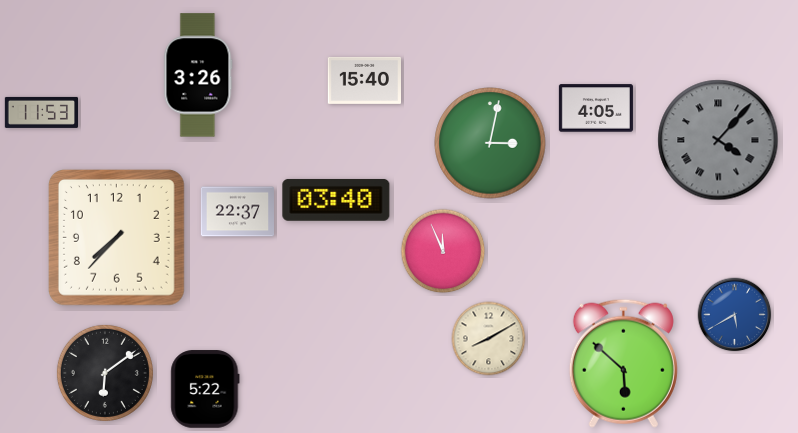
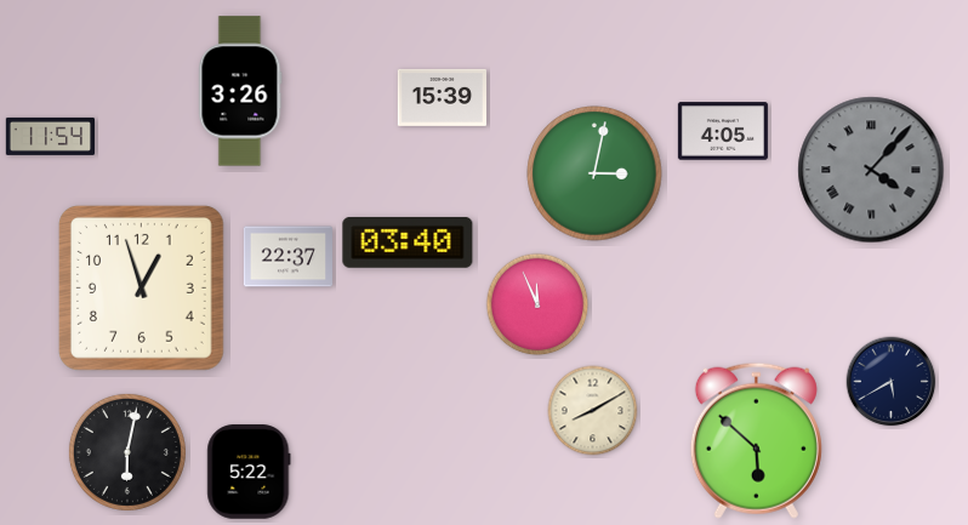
clock at (364, 80): 15:40 -> 15:39
clock at (41, 112): 11:53 -> 11:54
clock at (116, 237): 7:37 -> 12:57
clock at (735, 315) dial: blue -> navy
clock at (105, 373): 6:09 -> 6:02
